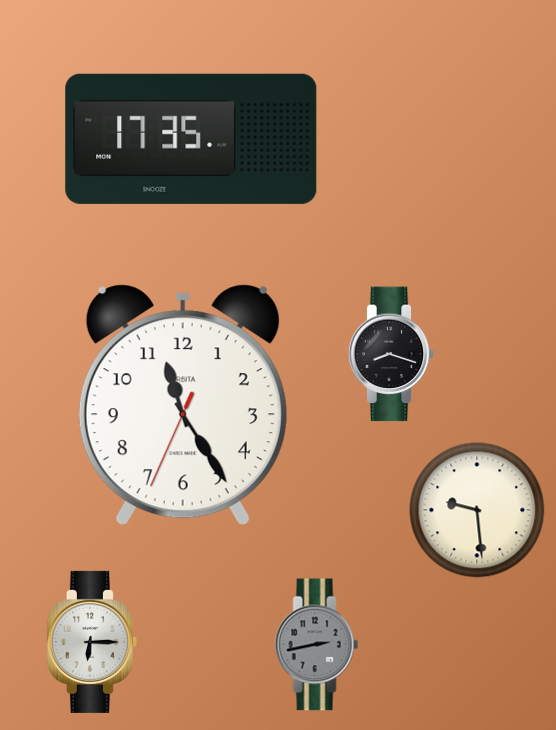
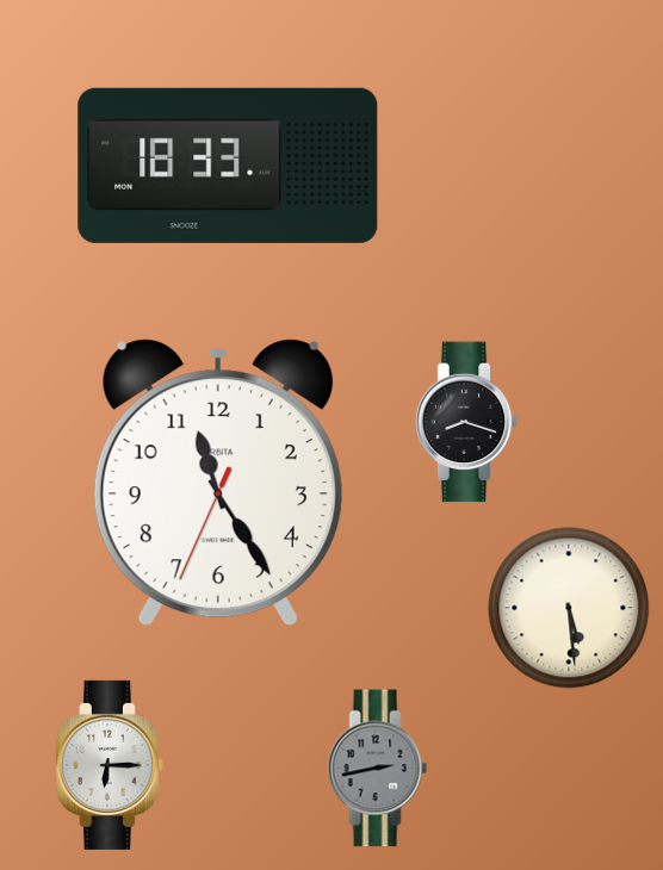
clock at (191, 139): 17:35 -> 18:33
clock at (477, 510): 9:29 -> 5:29
